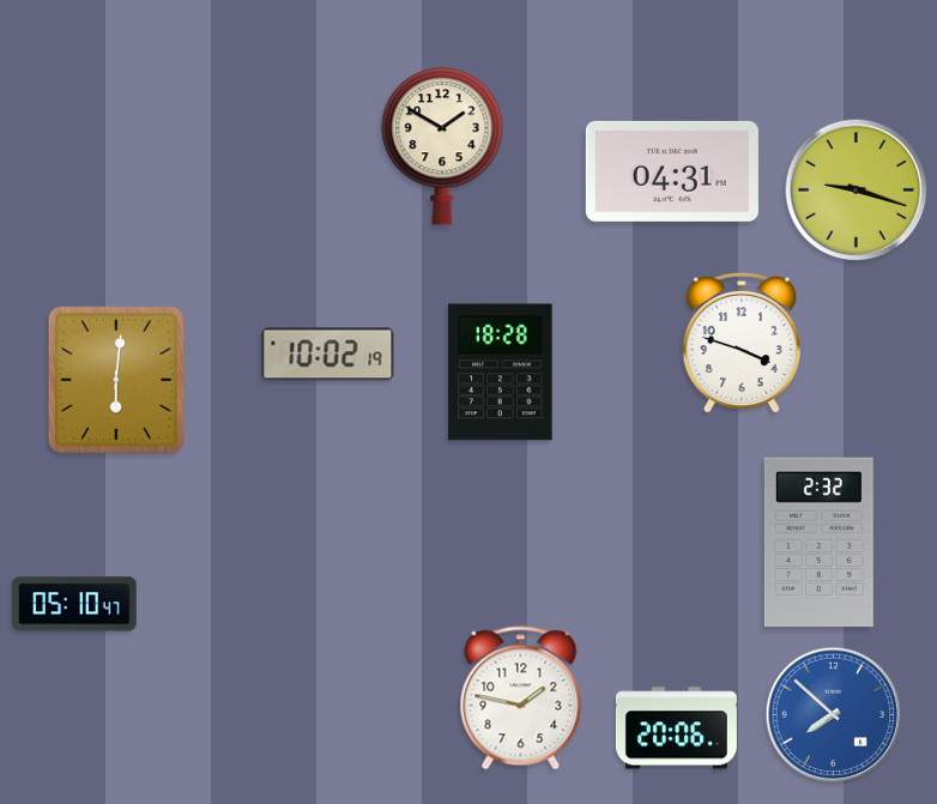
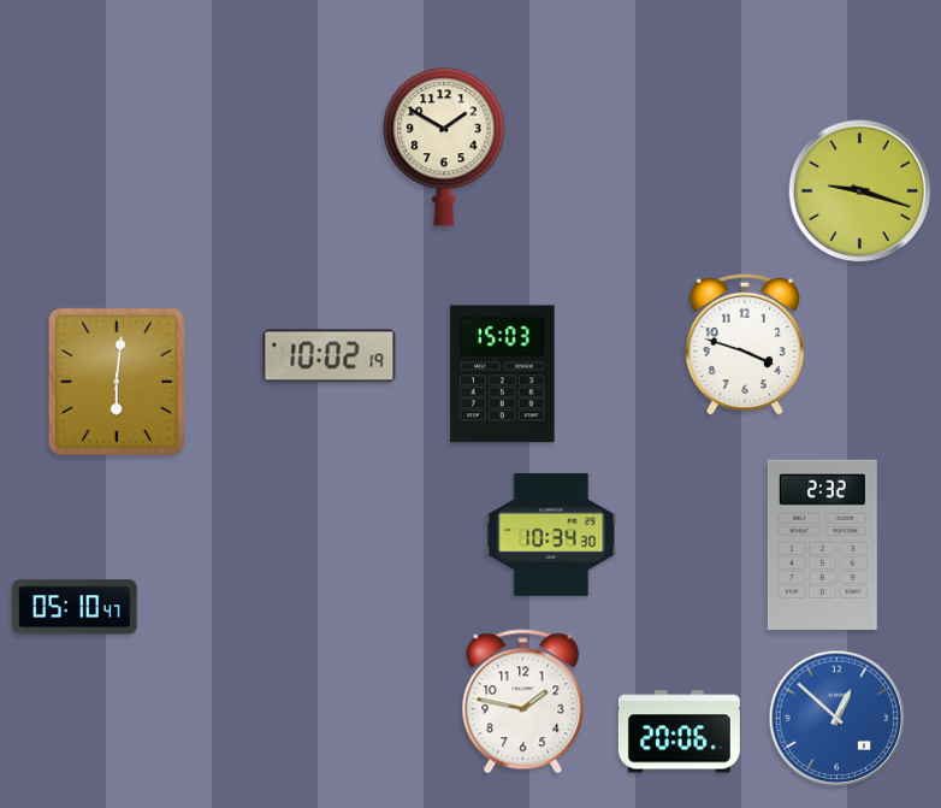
clock at (672, 171): 04:31 -> none
clock at (501, 373): 18:28 -> 15:03
clock at (551, 535): none -> 10:34
clock at (834, 715): 7:52 -> 12:52
